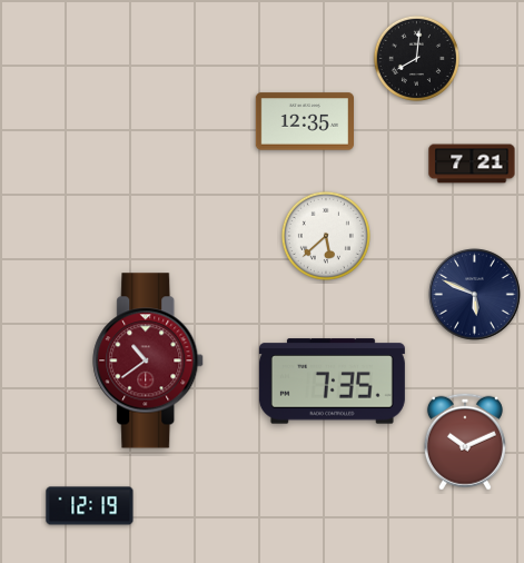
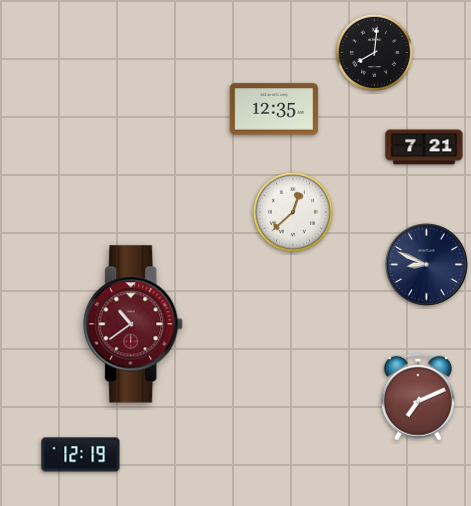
clock at (326, 236): 5:38 -> 12:38
clock at (475, 295): 5:49 -> 8:49
clock at (332, 382): 7:35 -> none
clock at (465, 442): 10:11 -> 7:11
